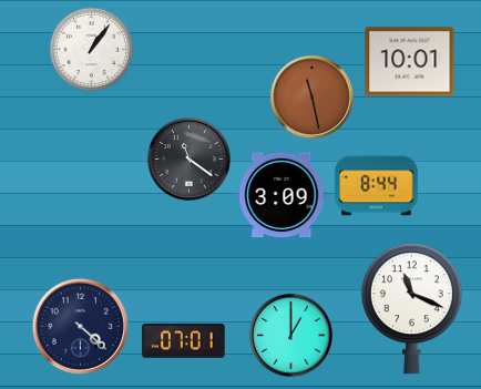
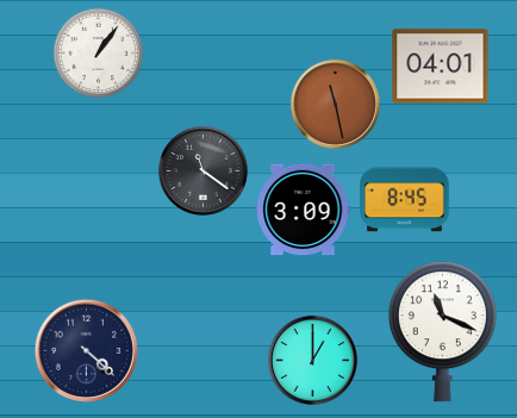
clock at (410, 62): 10:01 -> 04:01
clock at (377, 186): 8:44 -> 8:45
clock at (184, 341): 07:01 -> none
